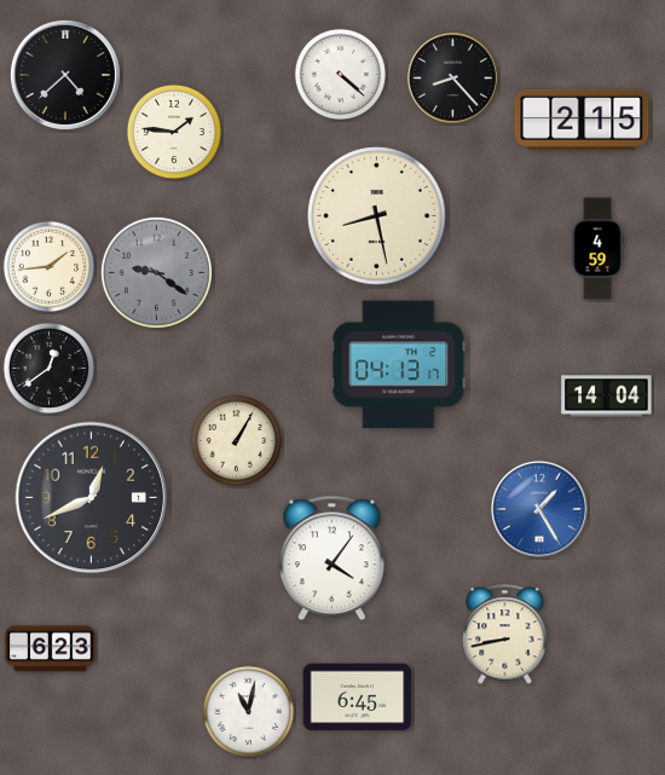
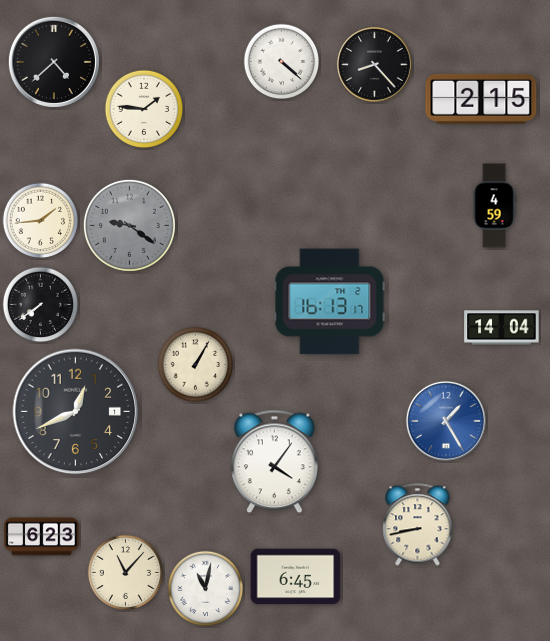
clock at (376, 215): 8:28 -> none
clock at (399, 365): 04:13 -> 16:13
clock at (50, 369): 12:39 -> 7:39
clock at (126, 573): none -> 11:07
